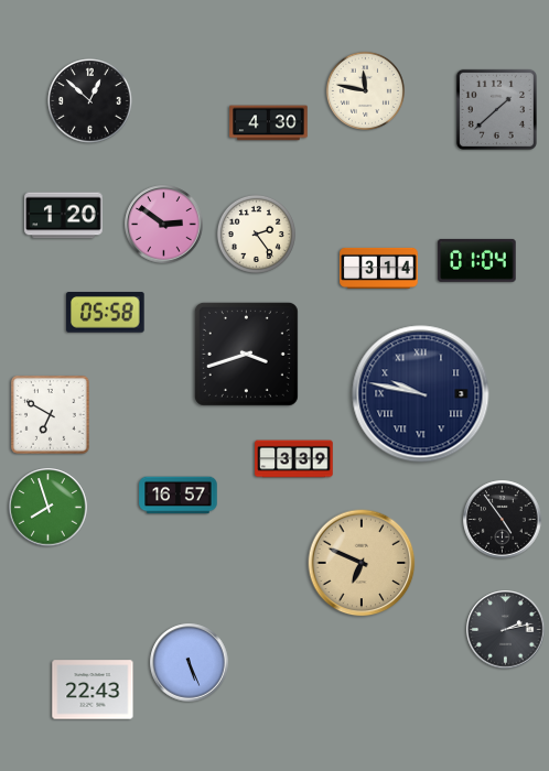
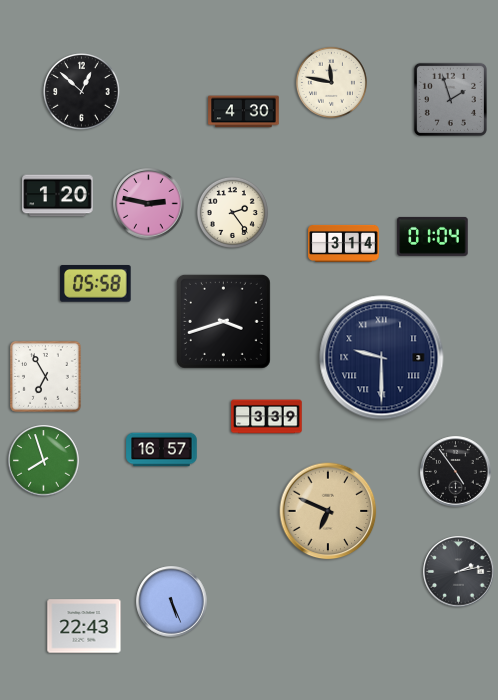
clock at (496, 109): 1:38 -> 1:57
clock at (164, 225): 2:51 -> 2:47
clock at (421, 394): 9:47 -> 9:30
clock at (51, 415): 6:50 -> 6:55
